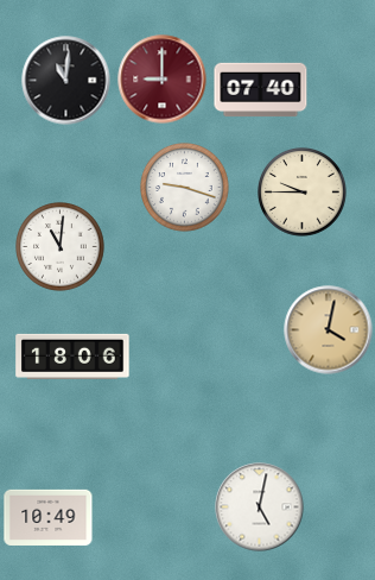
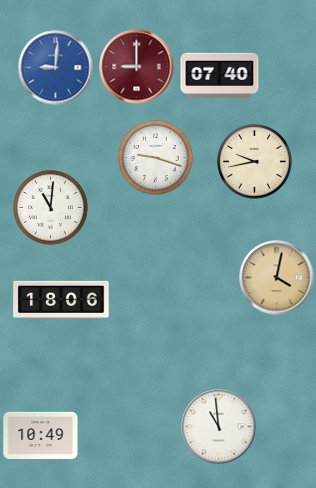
clock at (66, 81): 11:01 -> 9:01
clock at (66, 81) dial: black -> blue
clock at (303, 193): 9:45 -> 9:43
clock at (260, 508): 5:02 -> 10:59
